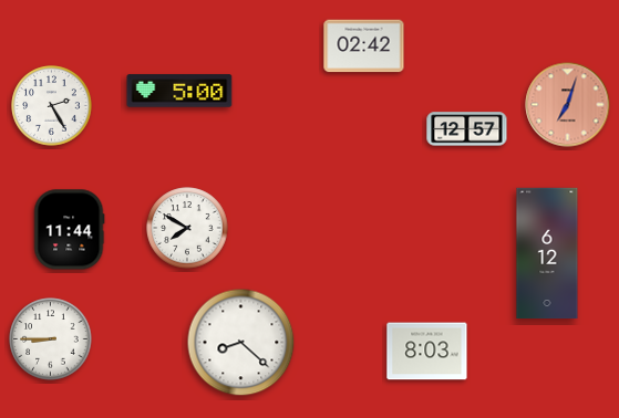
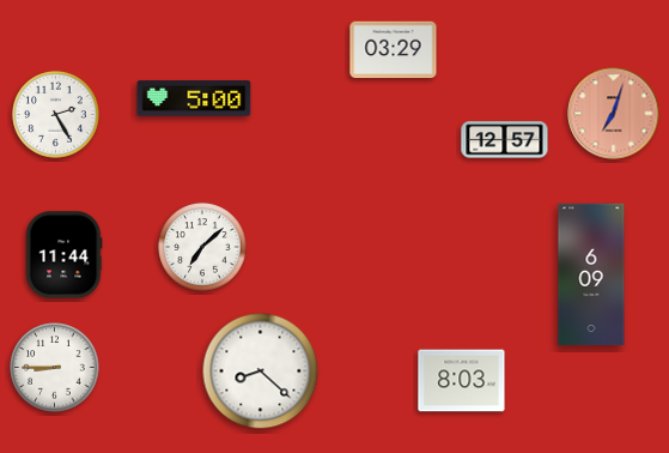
clock at (364, 46): 02:42 -> 03:29
clock at (187, 228): 7:50 -> 7:08
clock at (69, 230) position: (69, 230) -> (63, 255)
clock at (547, 253): 6:12 -> 6:09
